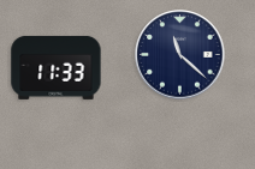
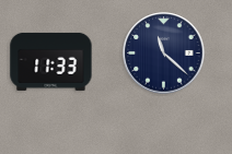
clock at (180, 55) position: (180, 55) -> (164, 54)
